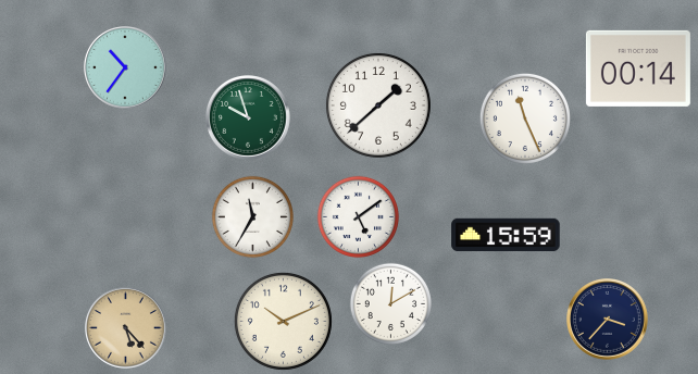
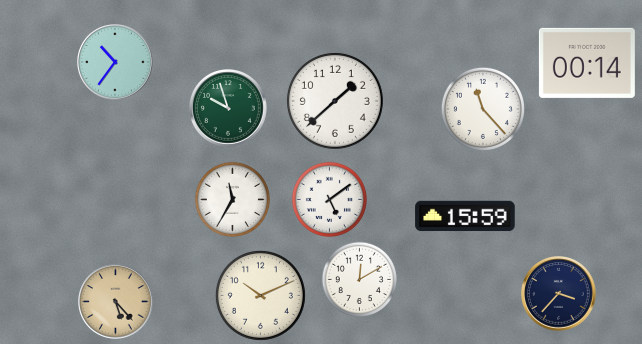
clock at (378, 105) position: (378, 105) -> (335, 101)
clock at (525, 119): 11:26 -> 11:23
